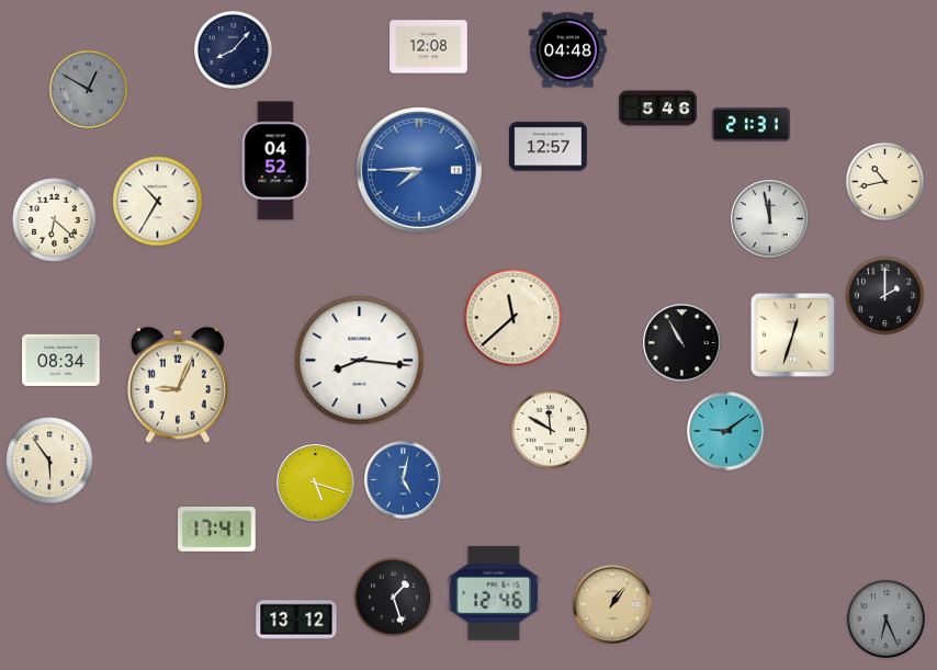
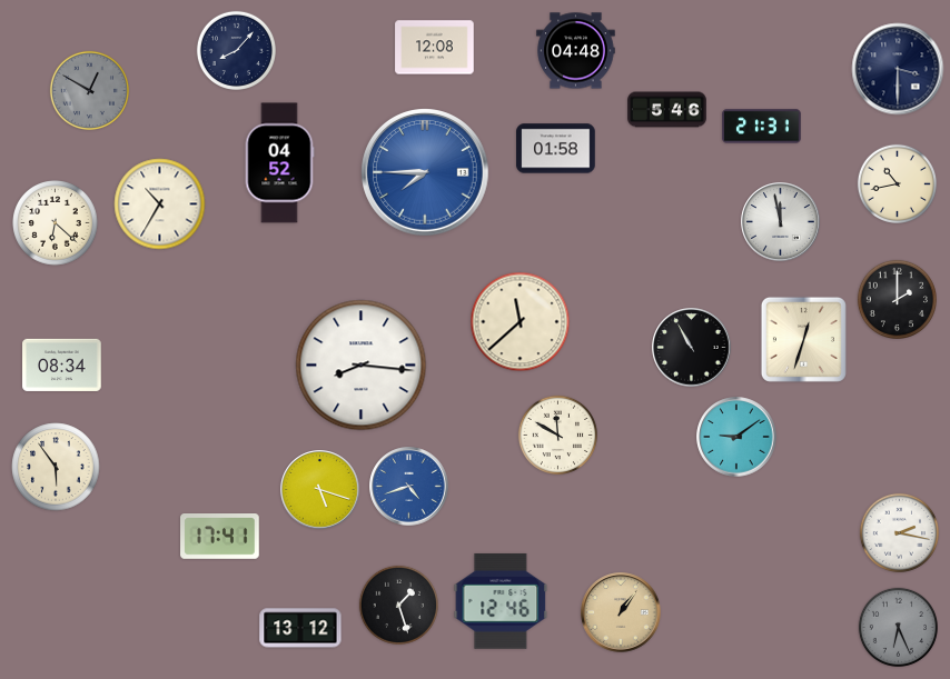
clock at (898, 69): none -> 3:30
clock at (549, 147): 12:57 -> 01:58
clock at (360, 361) position: (360, 361) -> (362, 366)
clock at (178, 385): 9:04 -> none
clock at (49, 461) position: (49, 461) -> (56, 467)
clock at (404, 480): 5:02 -> 4:42
clock at (899, 532): none -> 2:17
